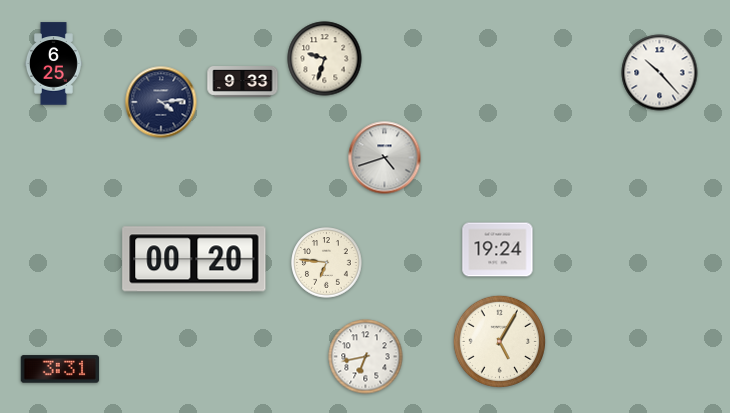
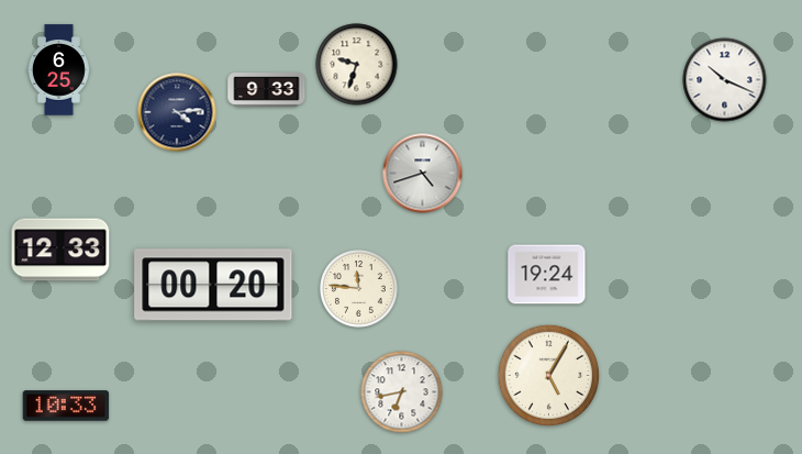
clock at (660, 73): 10:23 -> 10:19
clock at (60, 250): none -> 12:33
clock at (327, 263): 6:46 -> 11:46
clock at (60, 369): 3:31 -> 10:33
